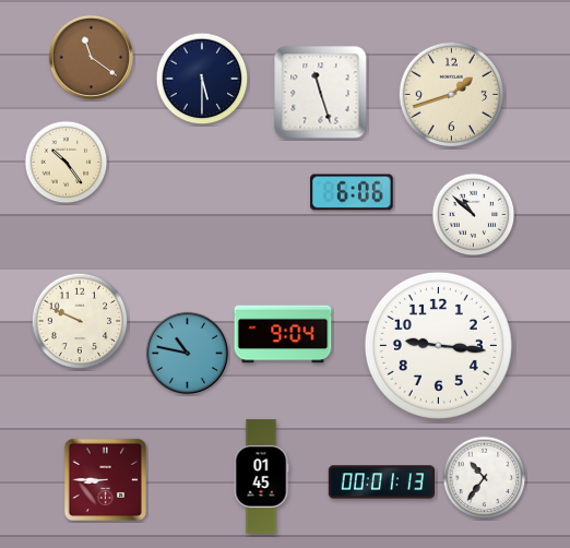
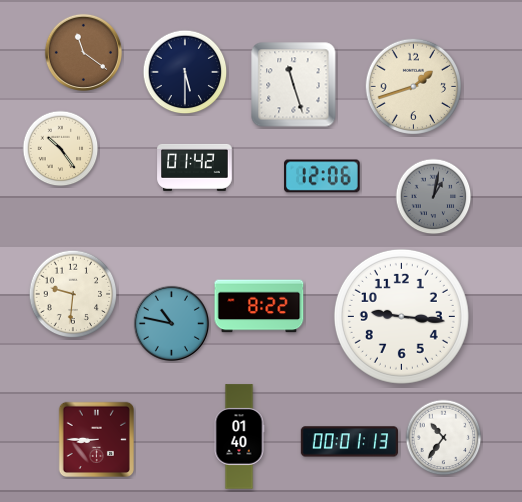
clock at (195, 167): none -> 01:42
clock at (352, 192): 6:06 -> 12:06
clock at (474, 215): 10:52 -> 1:02
clock at (474, 215) dial: white -> grey
clock at (80, 321): 9:49 -> 9:31
clock at (283, 334): 9:04 -> 8:22
clock at (261, 477): 01:45 -> 01:40
